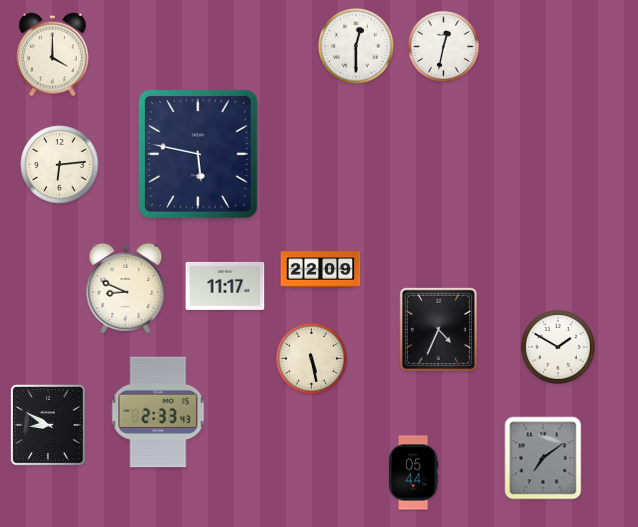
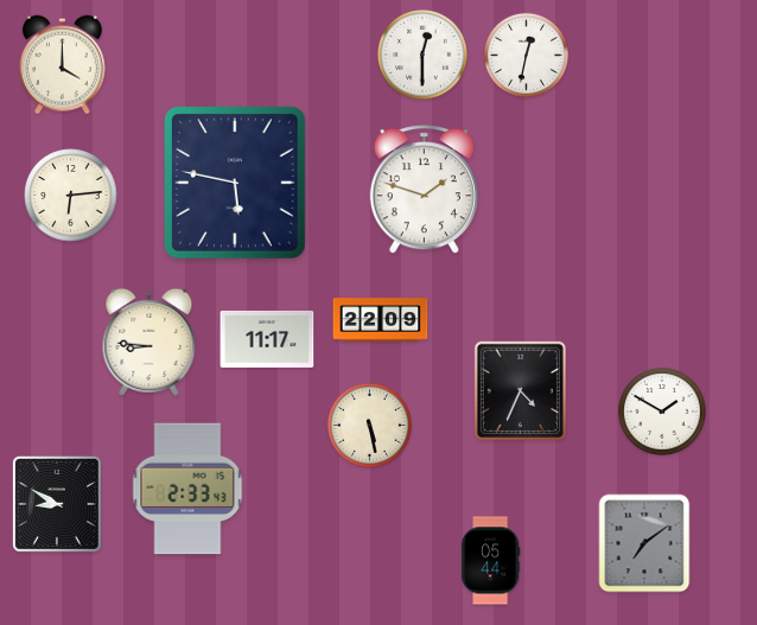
clock at (424, 190): none -> 1:48
clock at (126, 288): 8:49 -> 8:46
